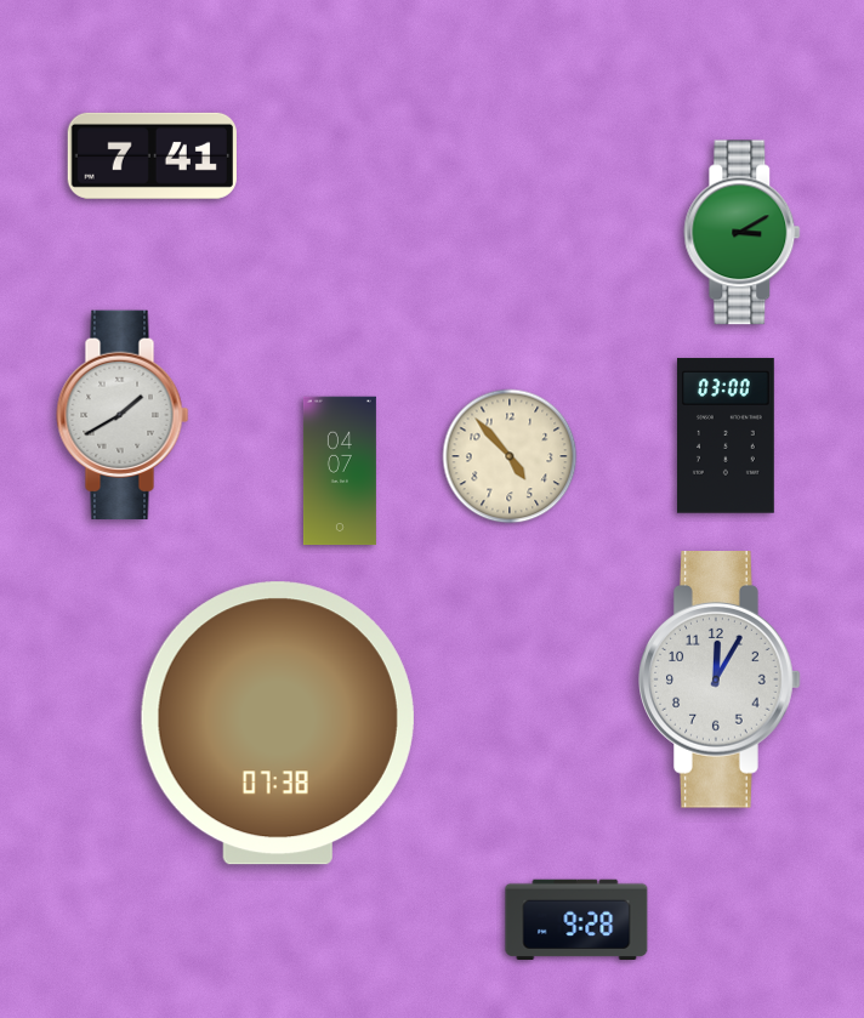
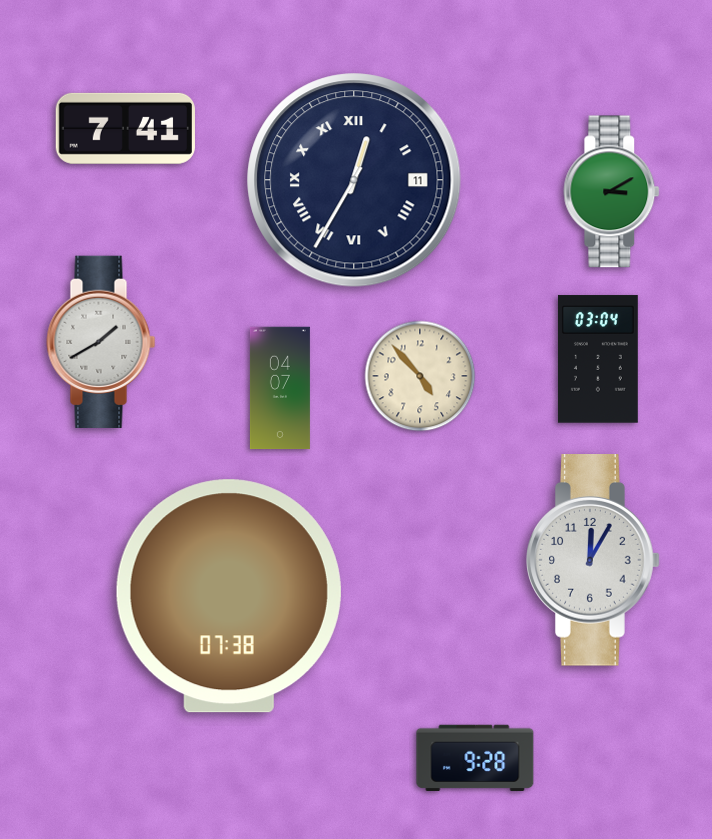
clock at (354, 180): none -> 12:35
clock at (726, 436): 03:00 -> 03:04
